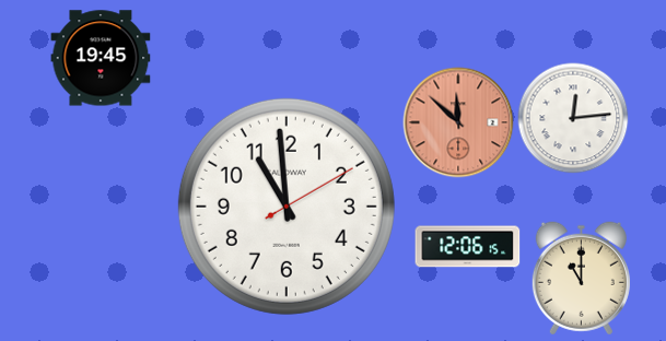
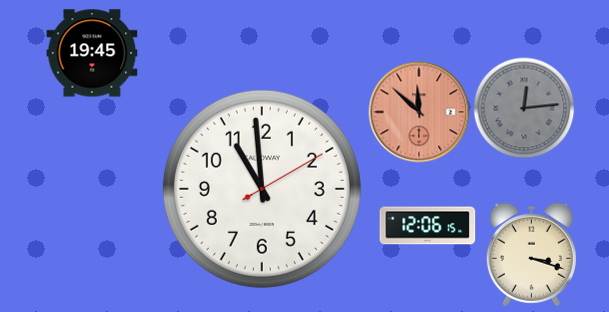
clock at (573, 118) dial: white -> grey
clock at (581, 279): 11:00 -> 3:18
